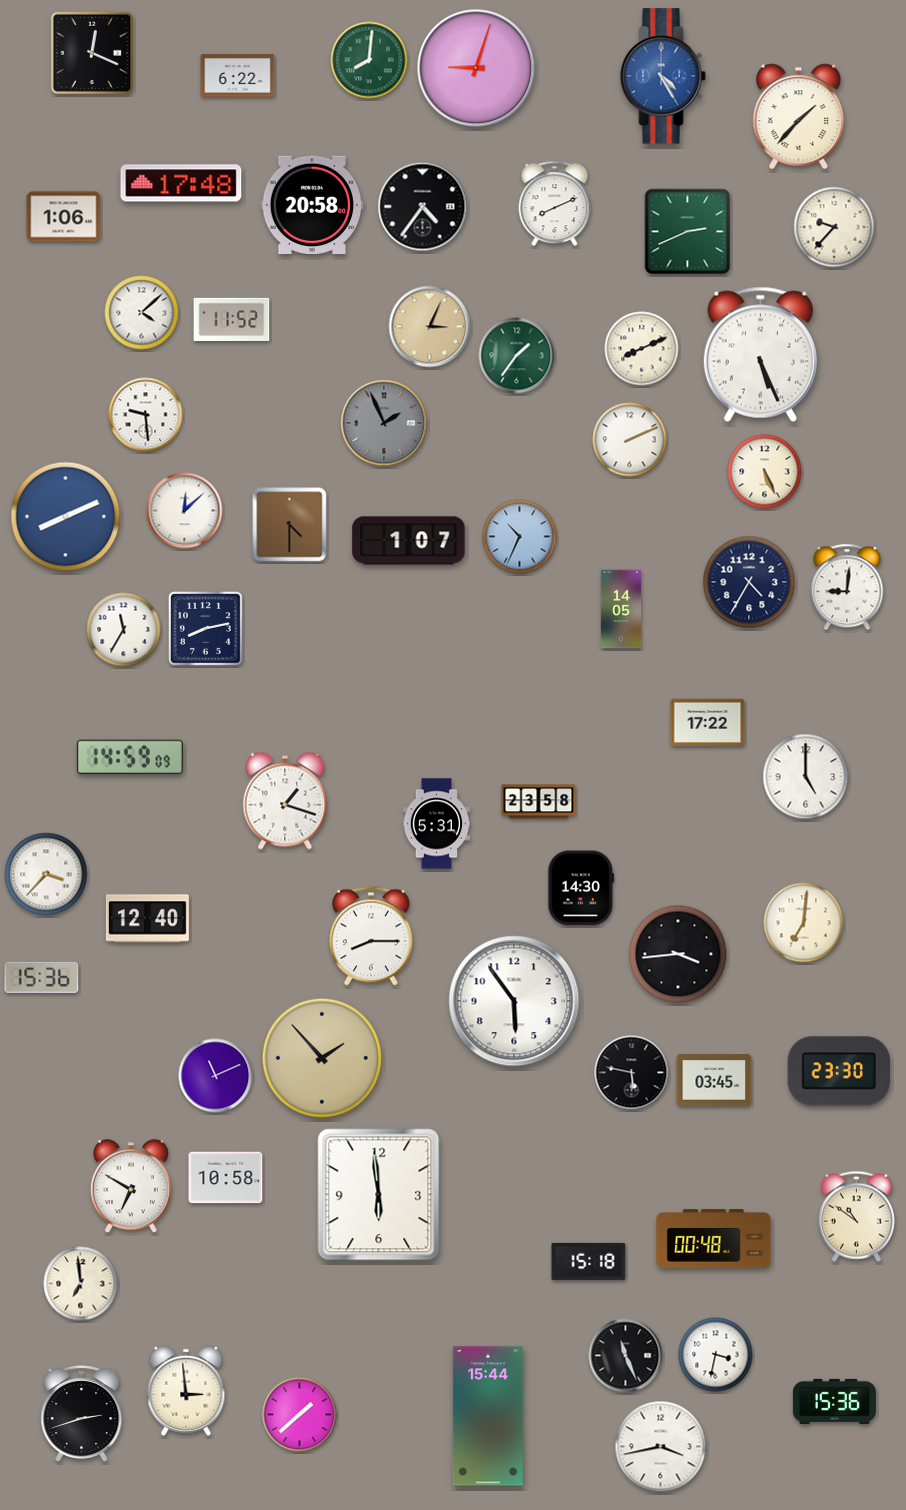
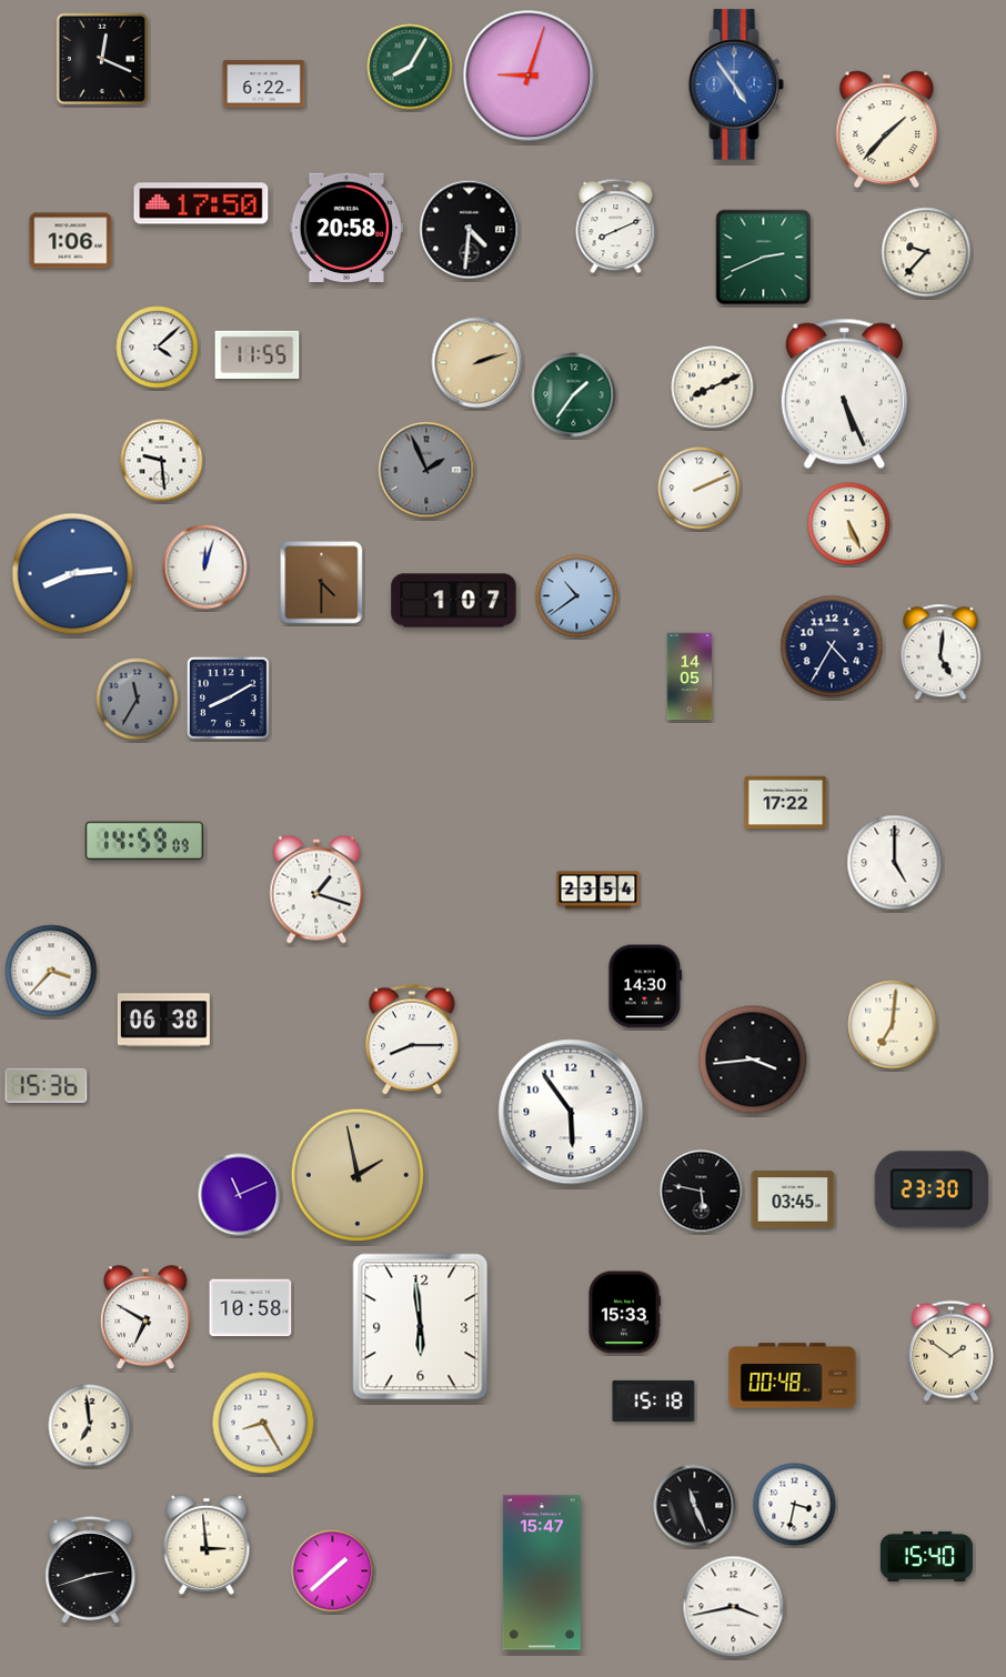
clock at (369, 60): 8:01 -> 8:05
clock at (663, 76): 4:25 -> 4:54
clock at (181, 183): 17:48 -> 17:50
clock at (423, 207): 4:36 -> 4:31
clock at (232, 319): 11:52 -> 11:55
clock at (430, 327): 3:04 -> 2:12
clock at (185, 511): 12:08 -> 12:03
clock at (66, 517): 8:11 -> 8:14
clock at (520, 537): 10:34 -> 10:39
clock at (847, 587): 9:01 -> 5:01
clock at (205, 628): 8:13 -> 8:10
clock at (124, 630) dial: white -> grey
clock at (539, 802): 23:58 -> 23:54
clock at (437, 824): 5:31 -> none
clock at (147, 919): 12:40 -> 06:38
clock at (322, 1058): 1:53 -> 1:58
clock at (624, 1313): none -> 15:33
clock at (856, 1216): 10:51 -> 1:51
clock at (263, 1423): none -> 8:25
clock at (834, 1401): 15:36 -> 15:40
clock at (488, 1416): 15:44 -> 15:47
